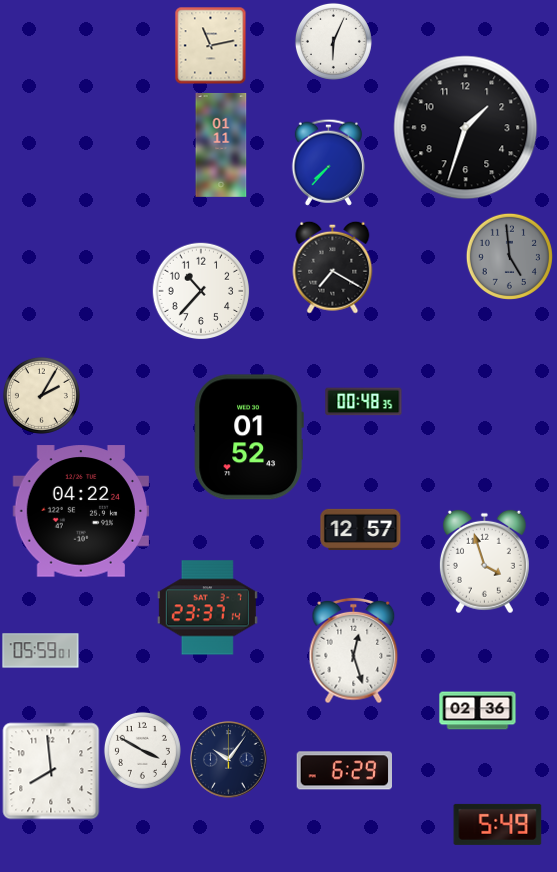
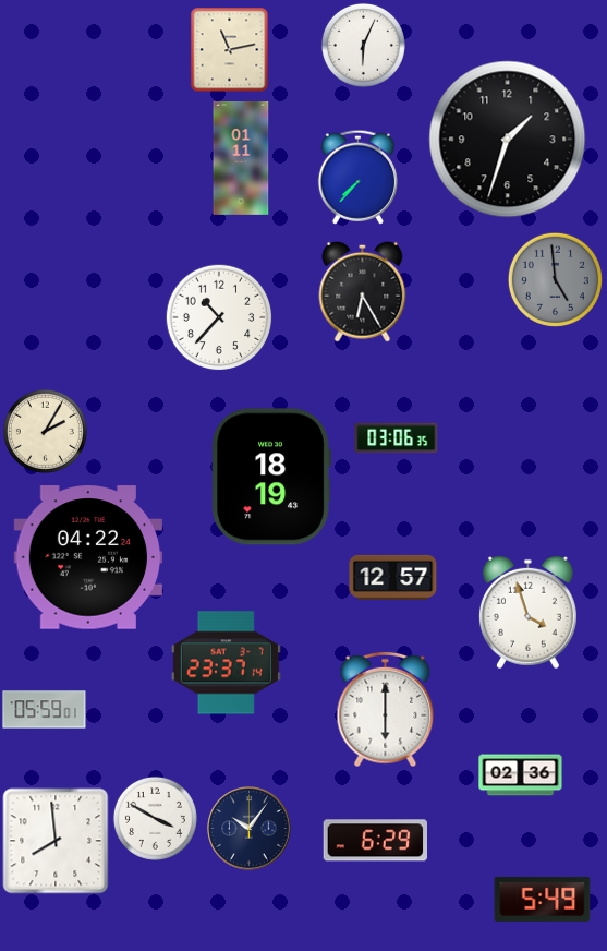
clock at (333, 267): 7:20 -> 6:25
clock at (364, 402): 00:48 -> 03:06
clock at (249, 437): 01:52 -> 18:19
clock at (354, 651): 12:27 -> 6:00
